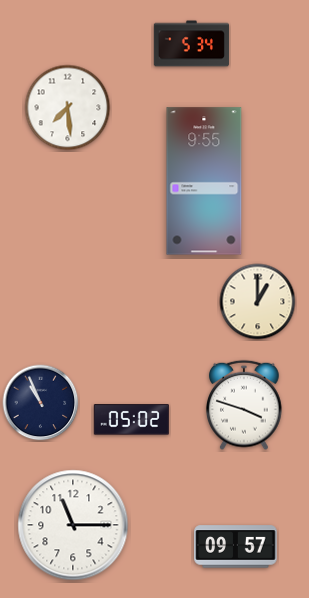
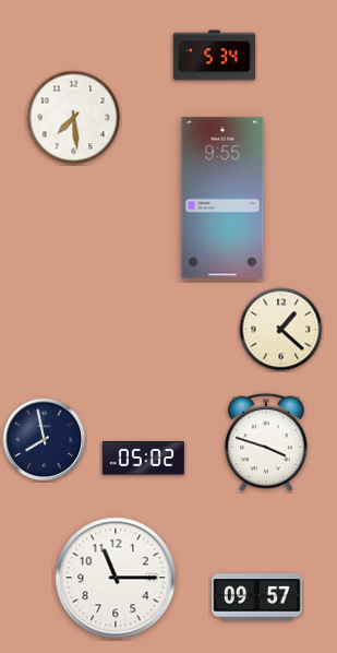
clock at (191, 44) position: (191, 44) -> (214, 56)
clock at (258, 302): 1:00 -> 1:22
clock at (41, 403): 10:56 -> 7:58
clock at (73, 525) position: (73, 525) -> (116, 578)
